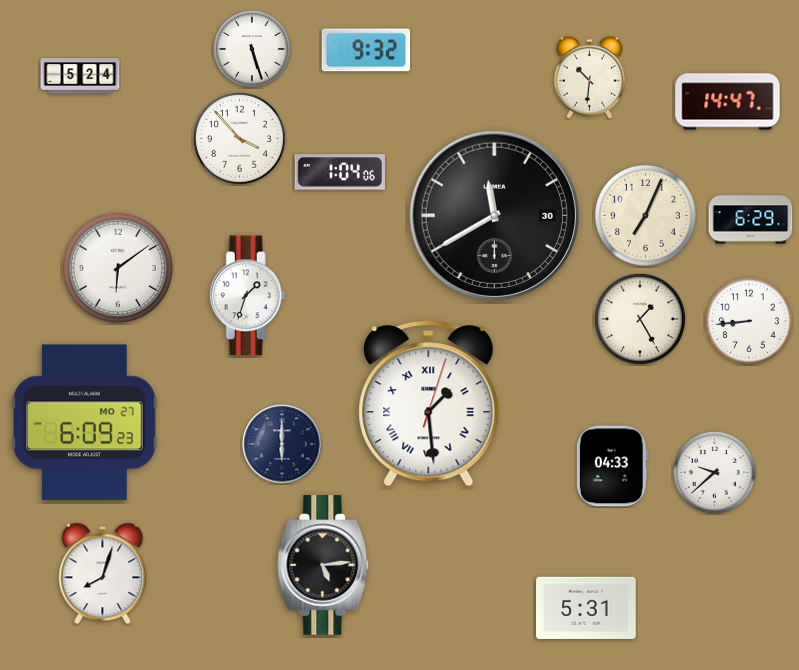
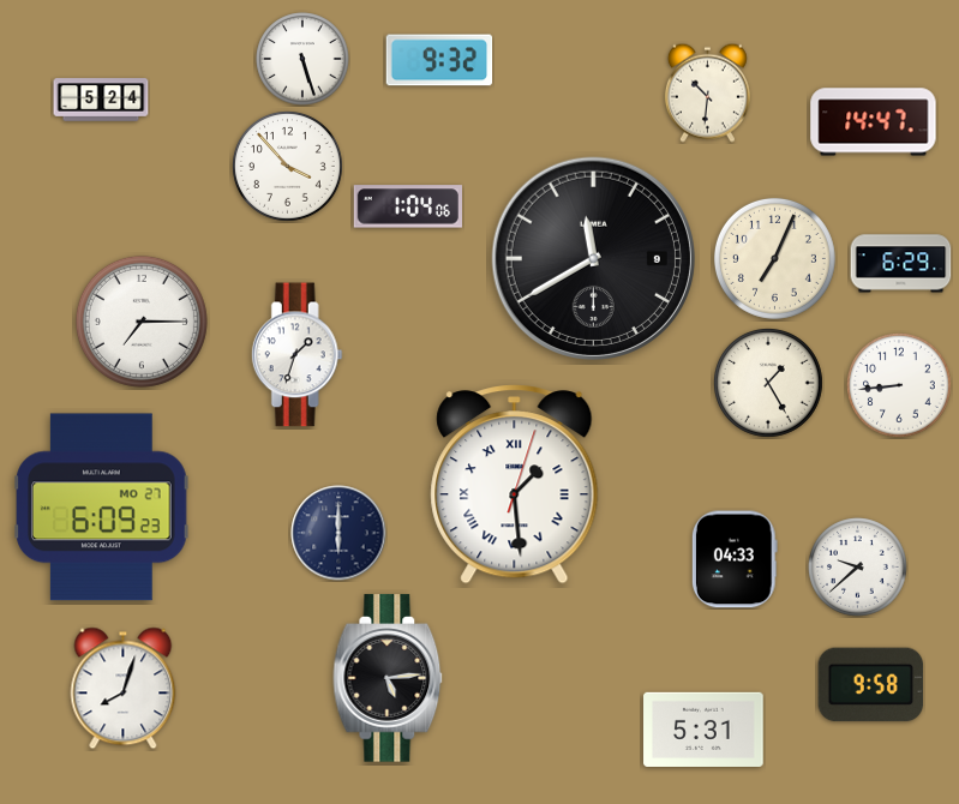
clock at (80, 76) position: (80, 76) -> (101, 100)
clock at (494, 215) date: 30 -> 9
clock at (118, 268): 6:09 -> 7:15
clock at (871, 685): none -> 9:58
